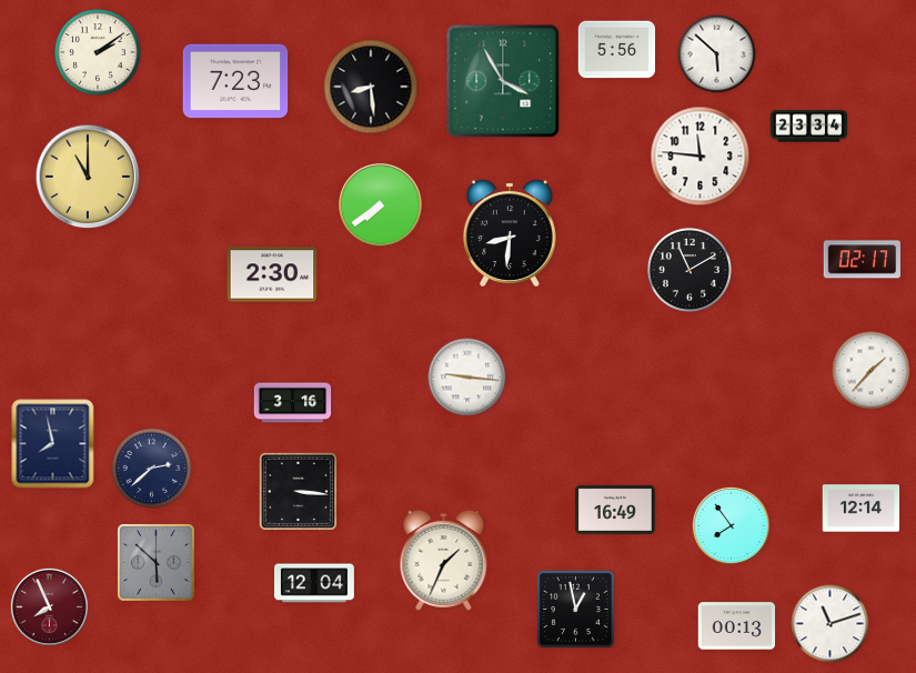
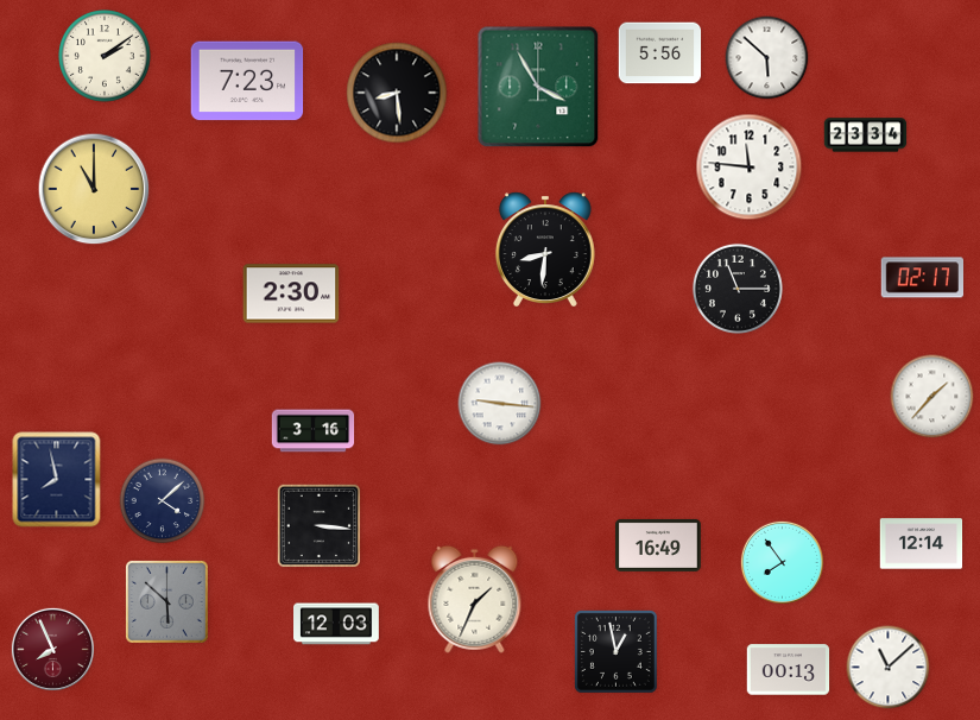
clock at (235, 81) position: (235, 81) -> (247, 81)
clock at (381, 205): 7:39 -> none
clock at (689, 270): 11:10 -> 11:15
clock at (53, 444) position: (53, 444) -> (57, 480)
clock at (152, 469): 2:38 -> 4:08
clock at (315, 583): 12:04 -> 12:03
clock at (831, 624): 11:12 -> 11:08
